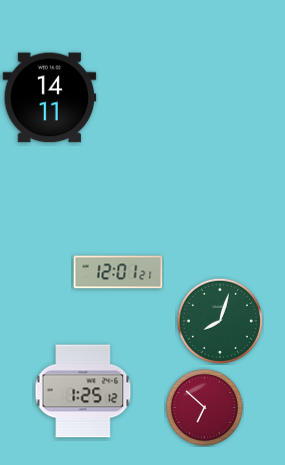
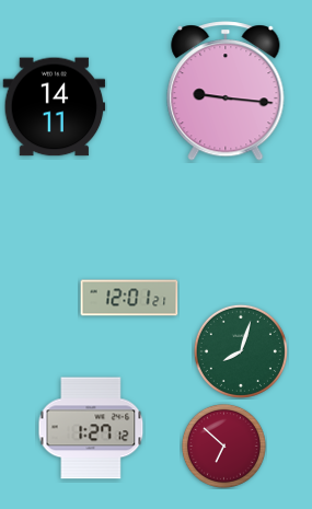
clock at (226, 91): none -> 9:16
clock at (83, 391): 1:25 -> 1:27
